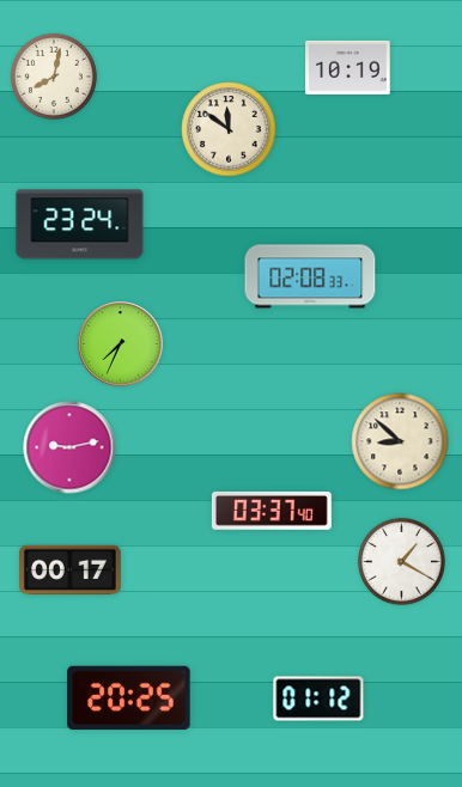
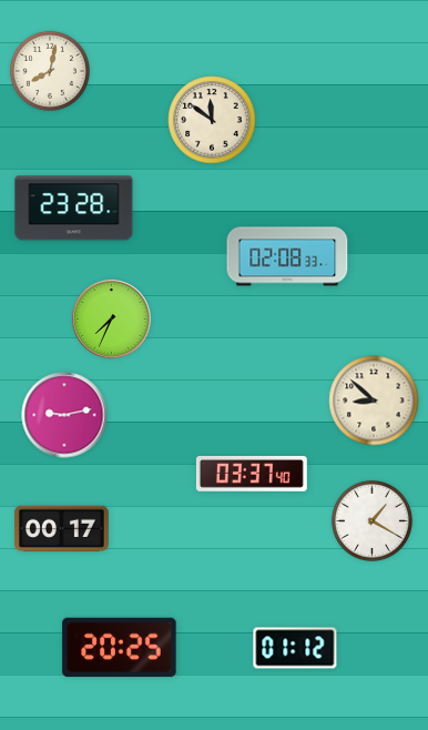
clock at (348, 67): 10:19 -> none
clock at (80, 225): 23:24 -> 23:28
clock at (400, 441) position: (400, 441) -> (374, 401)
clock at (69, 571) position: (69, 571) -> (61, 529)
